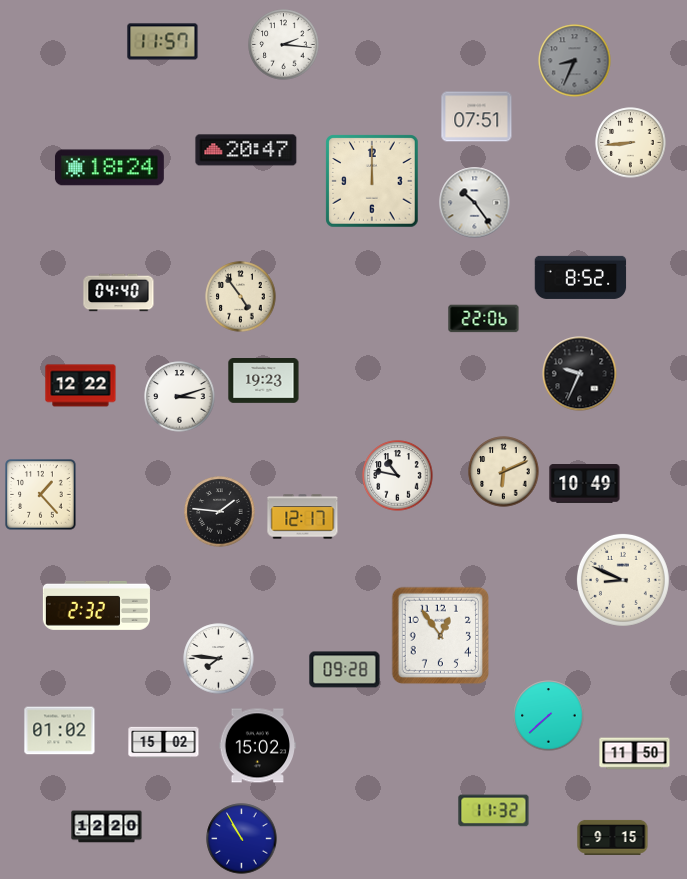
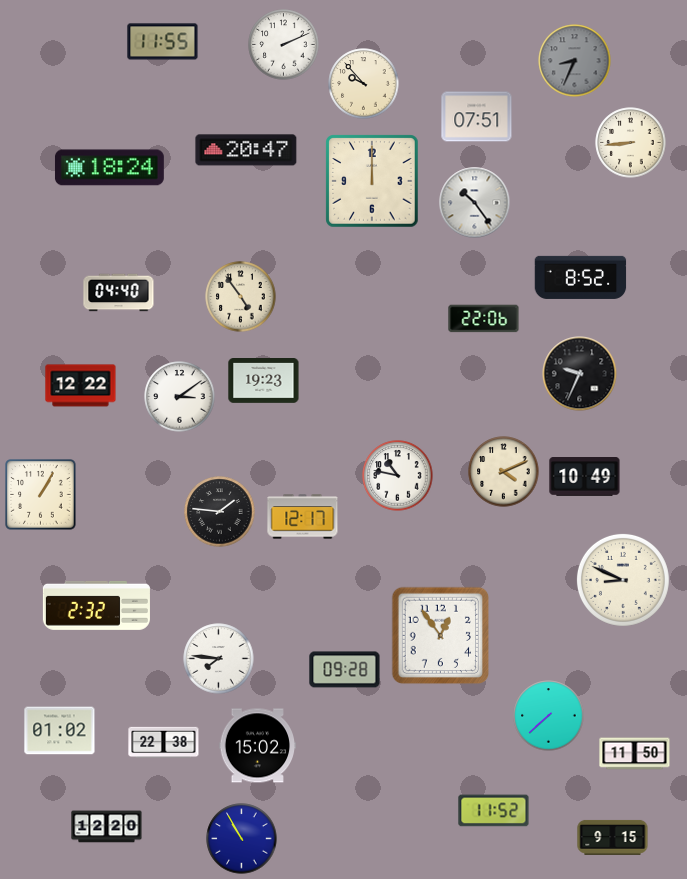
clock at (163, 42): 11:57 -> 11:55
clock at (284, 45): 2:16 -> 2:11
clock at (364, 84): none -> 9:53
clock at (180, 397): 3:12 -> 3:09
clock at (504, 472): 6:11 -> 4:11
clock at (585, 484) position: (585, 484) -> (585, 477)
clock at (41, 495): 1:23 -> 1:05
clock at (164, 743): 15:02 -> 22:38
clock at (494, 811): 11:32 -> 11:52
